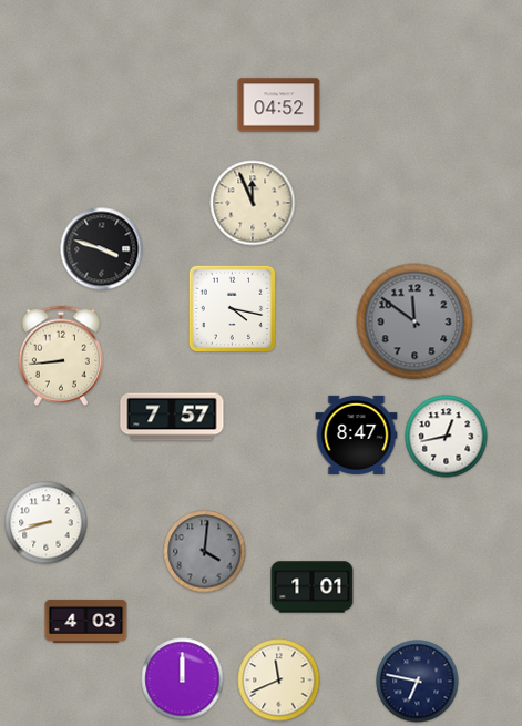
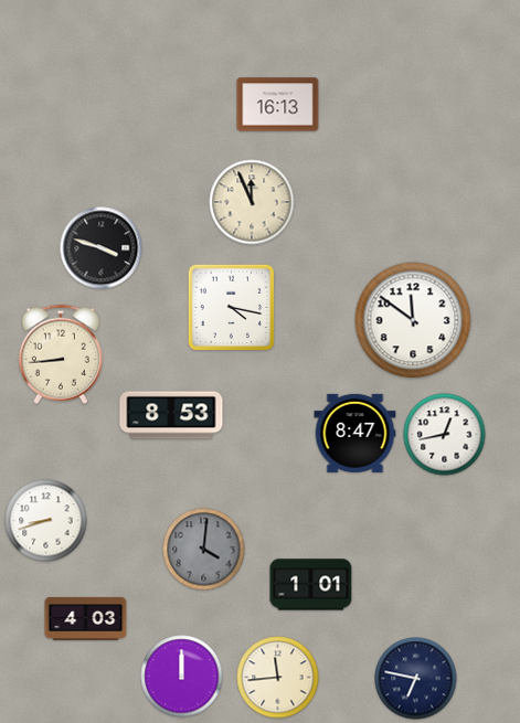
clock at (279, 105): 04:52 -> 16:13
clock at (414, 321) dial: grey -> white
clock at (172, 417): 7:57 -> 8:53
clock at (279, 681): 11:41 -> 11:44
